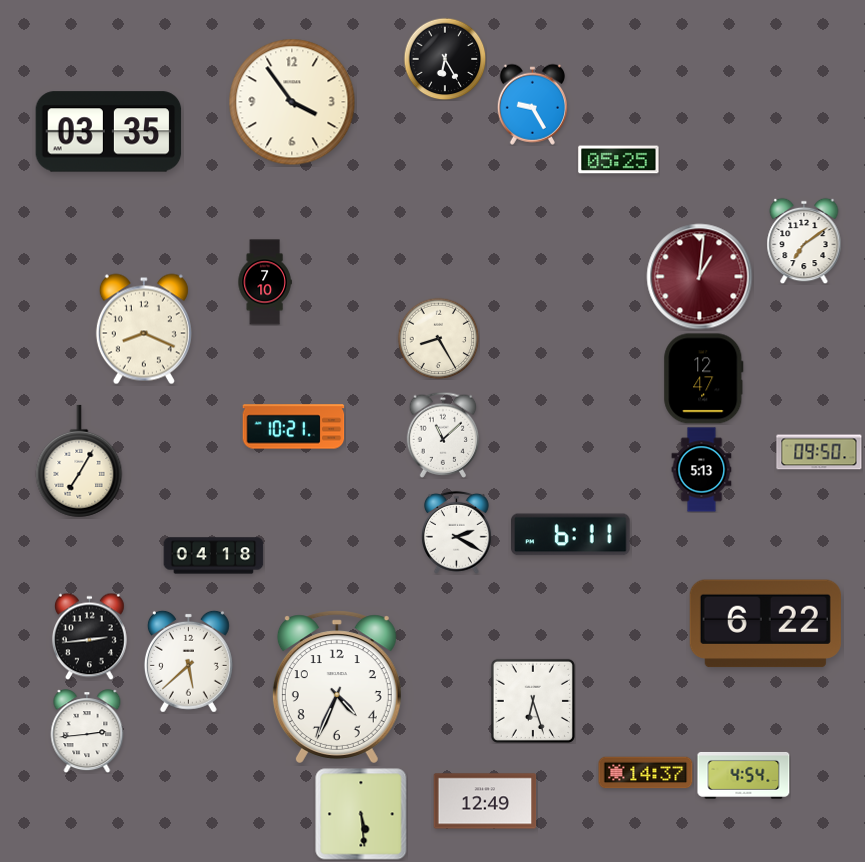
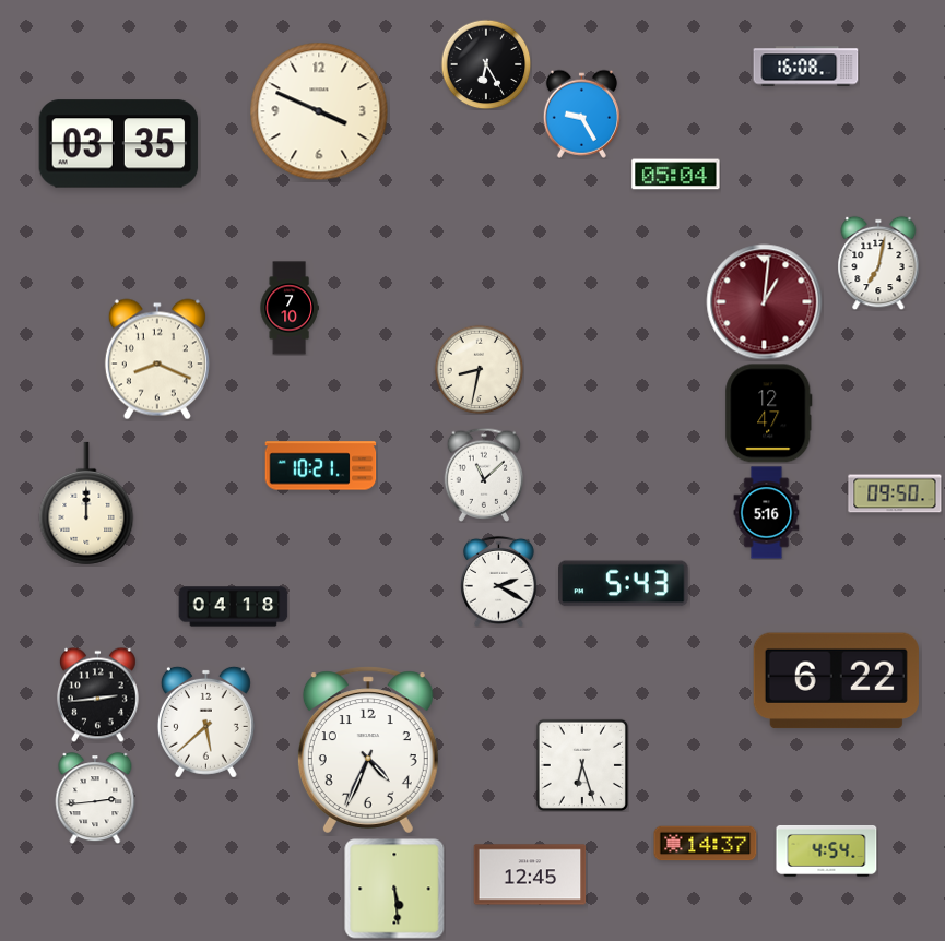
clock at (806, 67): none -> 16:08
clock at (292, 102): 3:54 -> 3:49
clock at (619, 160): 05:25 -> 05:04
clock at (804, 241): 7:09 -> 7:02
clock at (438, 338): 8:25 -> 8:32
clock at (79, 461): 7:05 -> 12:00
clock at (702, 470): 5:13 -> 5:16
clock at (571, 535): 6:11 -> 5:43
clock at (744, 775) position: (744, 775) -> (827, 850)
clock at (485, 801): 12:49 -> 12:45
